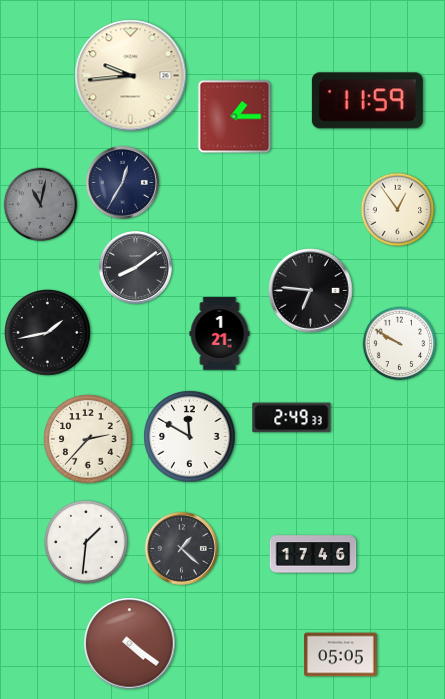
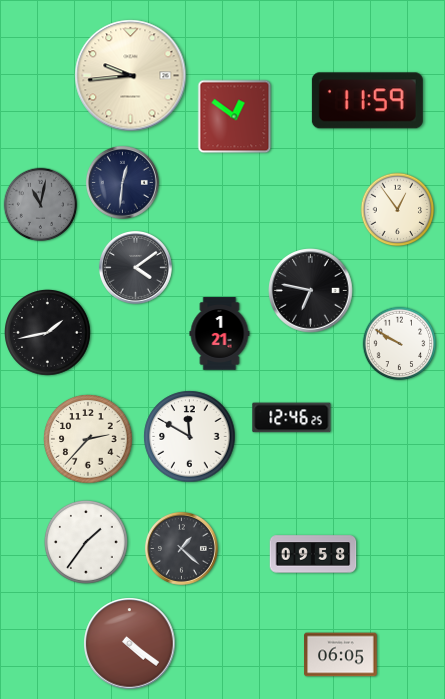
clock at (235, 117): 1:15 -> 12:51
clock at (122, 182): 12:35 -> 12:31
clock at (135, 267): 8:09 -> 4:09
clock at (311, 291): 6:46 -> 6:47
clock at (292, 418): 2:49 -> 12:46
clock at (86, 542): 1:31 -> 1:36
clock at (313, 554): 17:46 -> 09:58
clock at (341, 655): 05:05 -> 06:05
